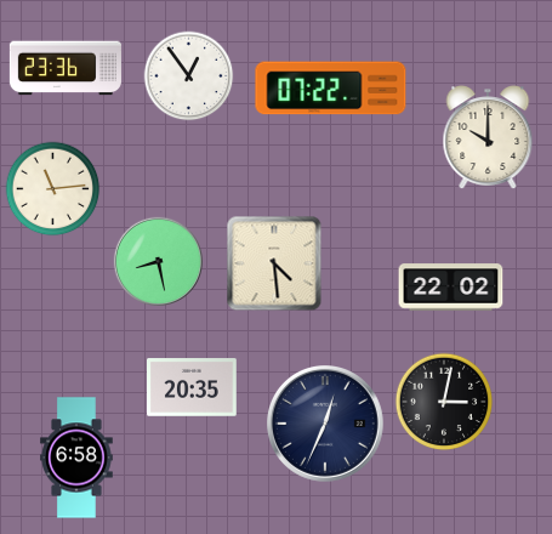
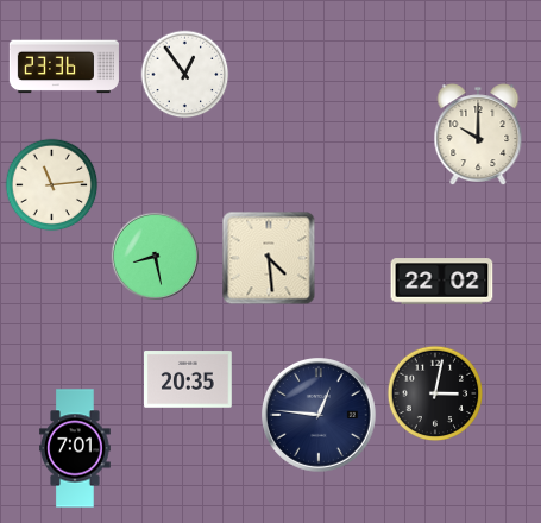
clock at (331, 89): 07:22 -> none
clock at (326, 425): 12:34 -> 12:46
clock at (76, 458): 6:58 -> 7:01
